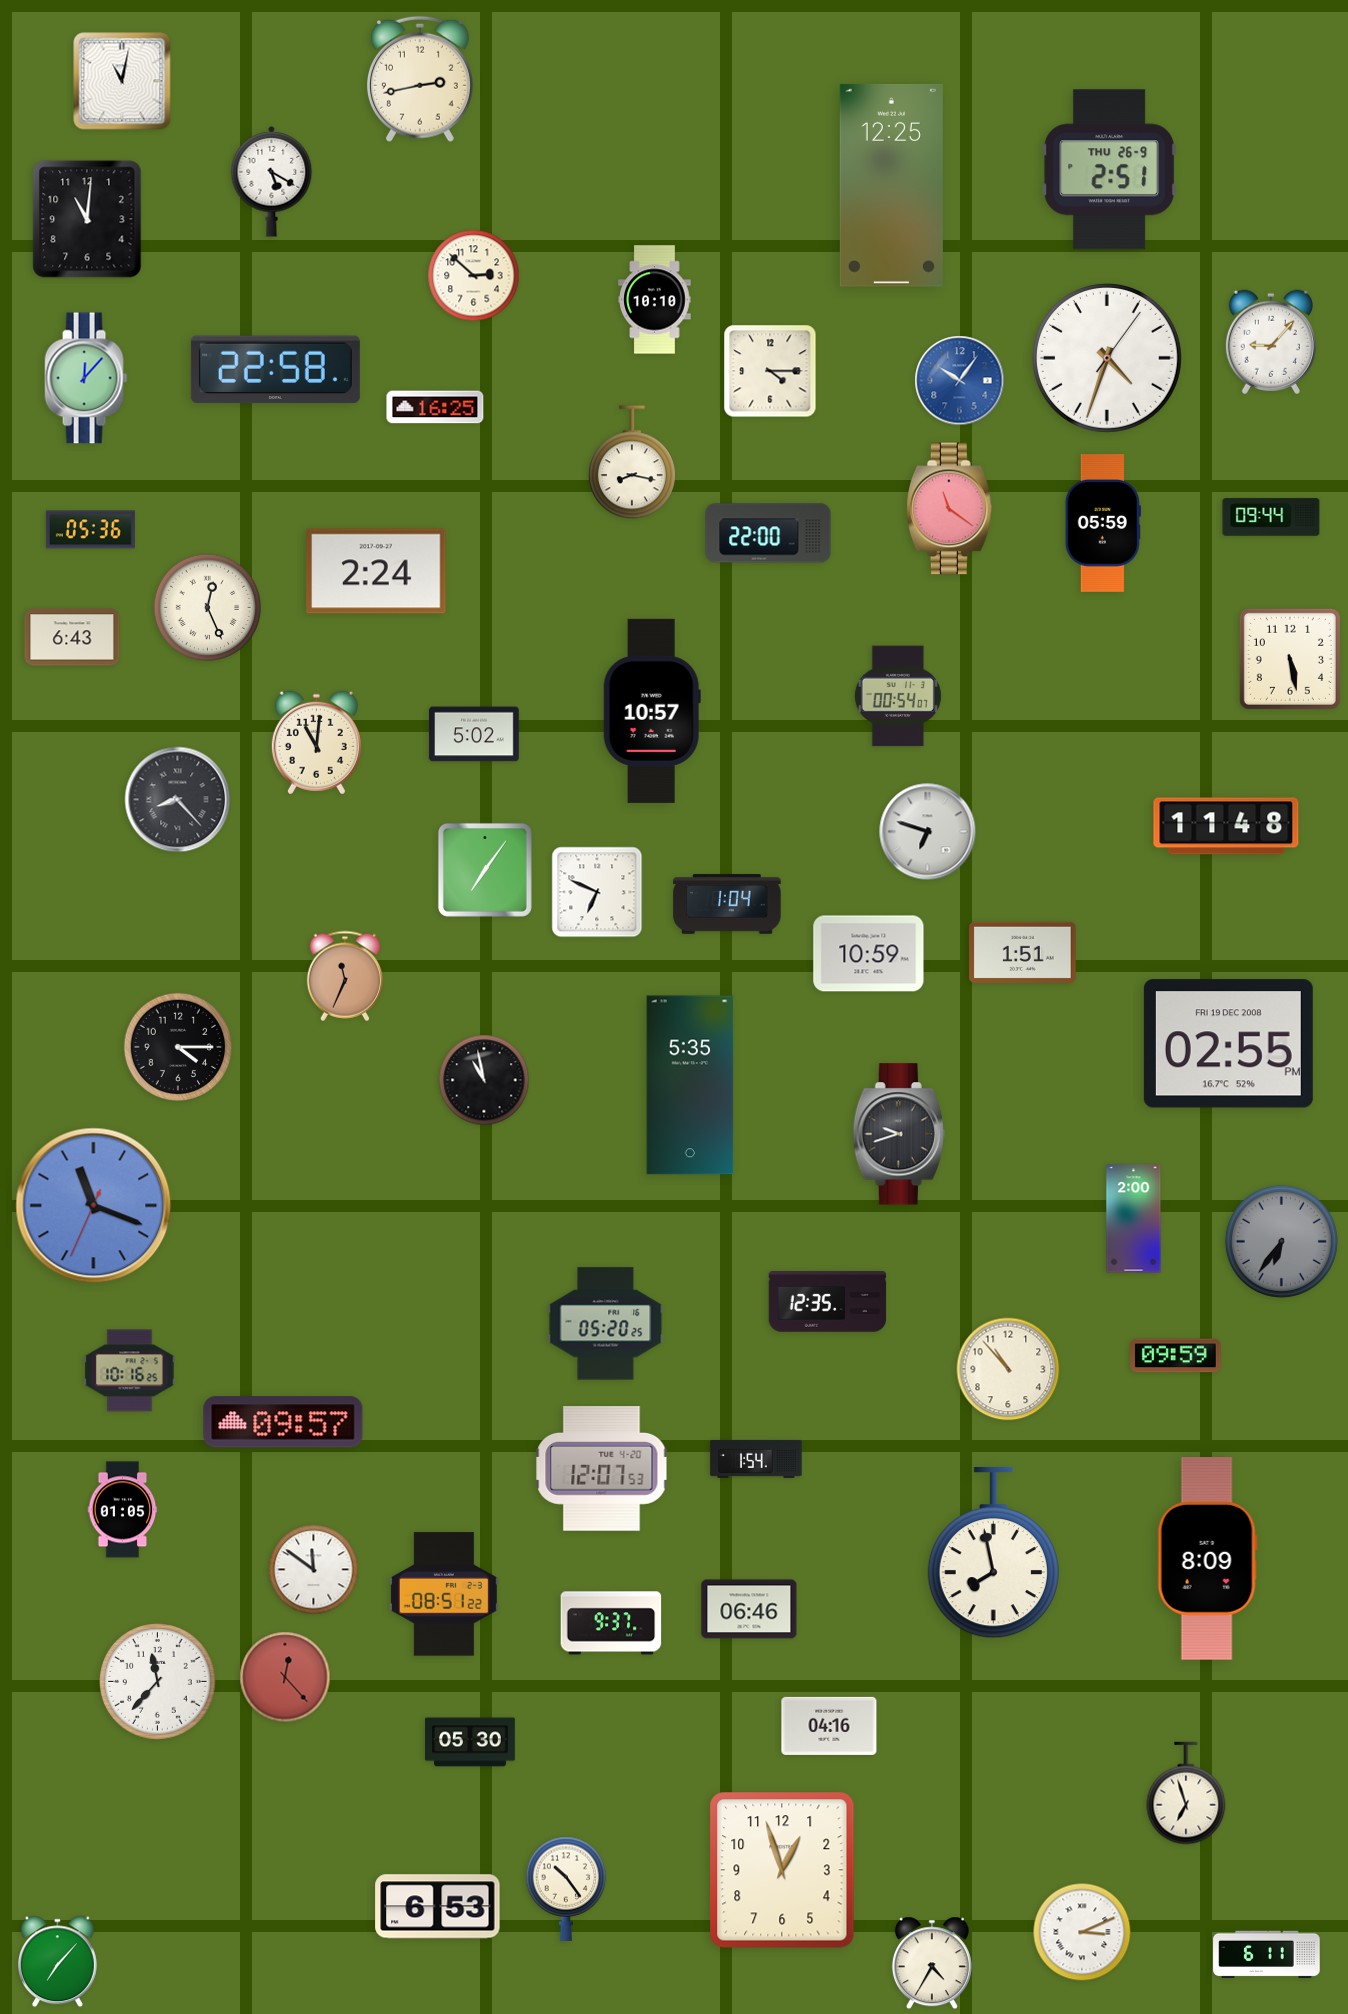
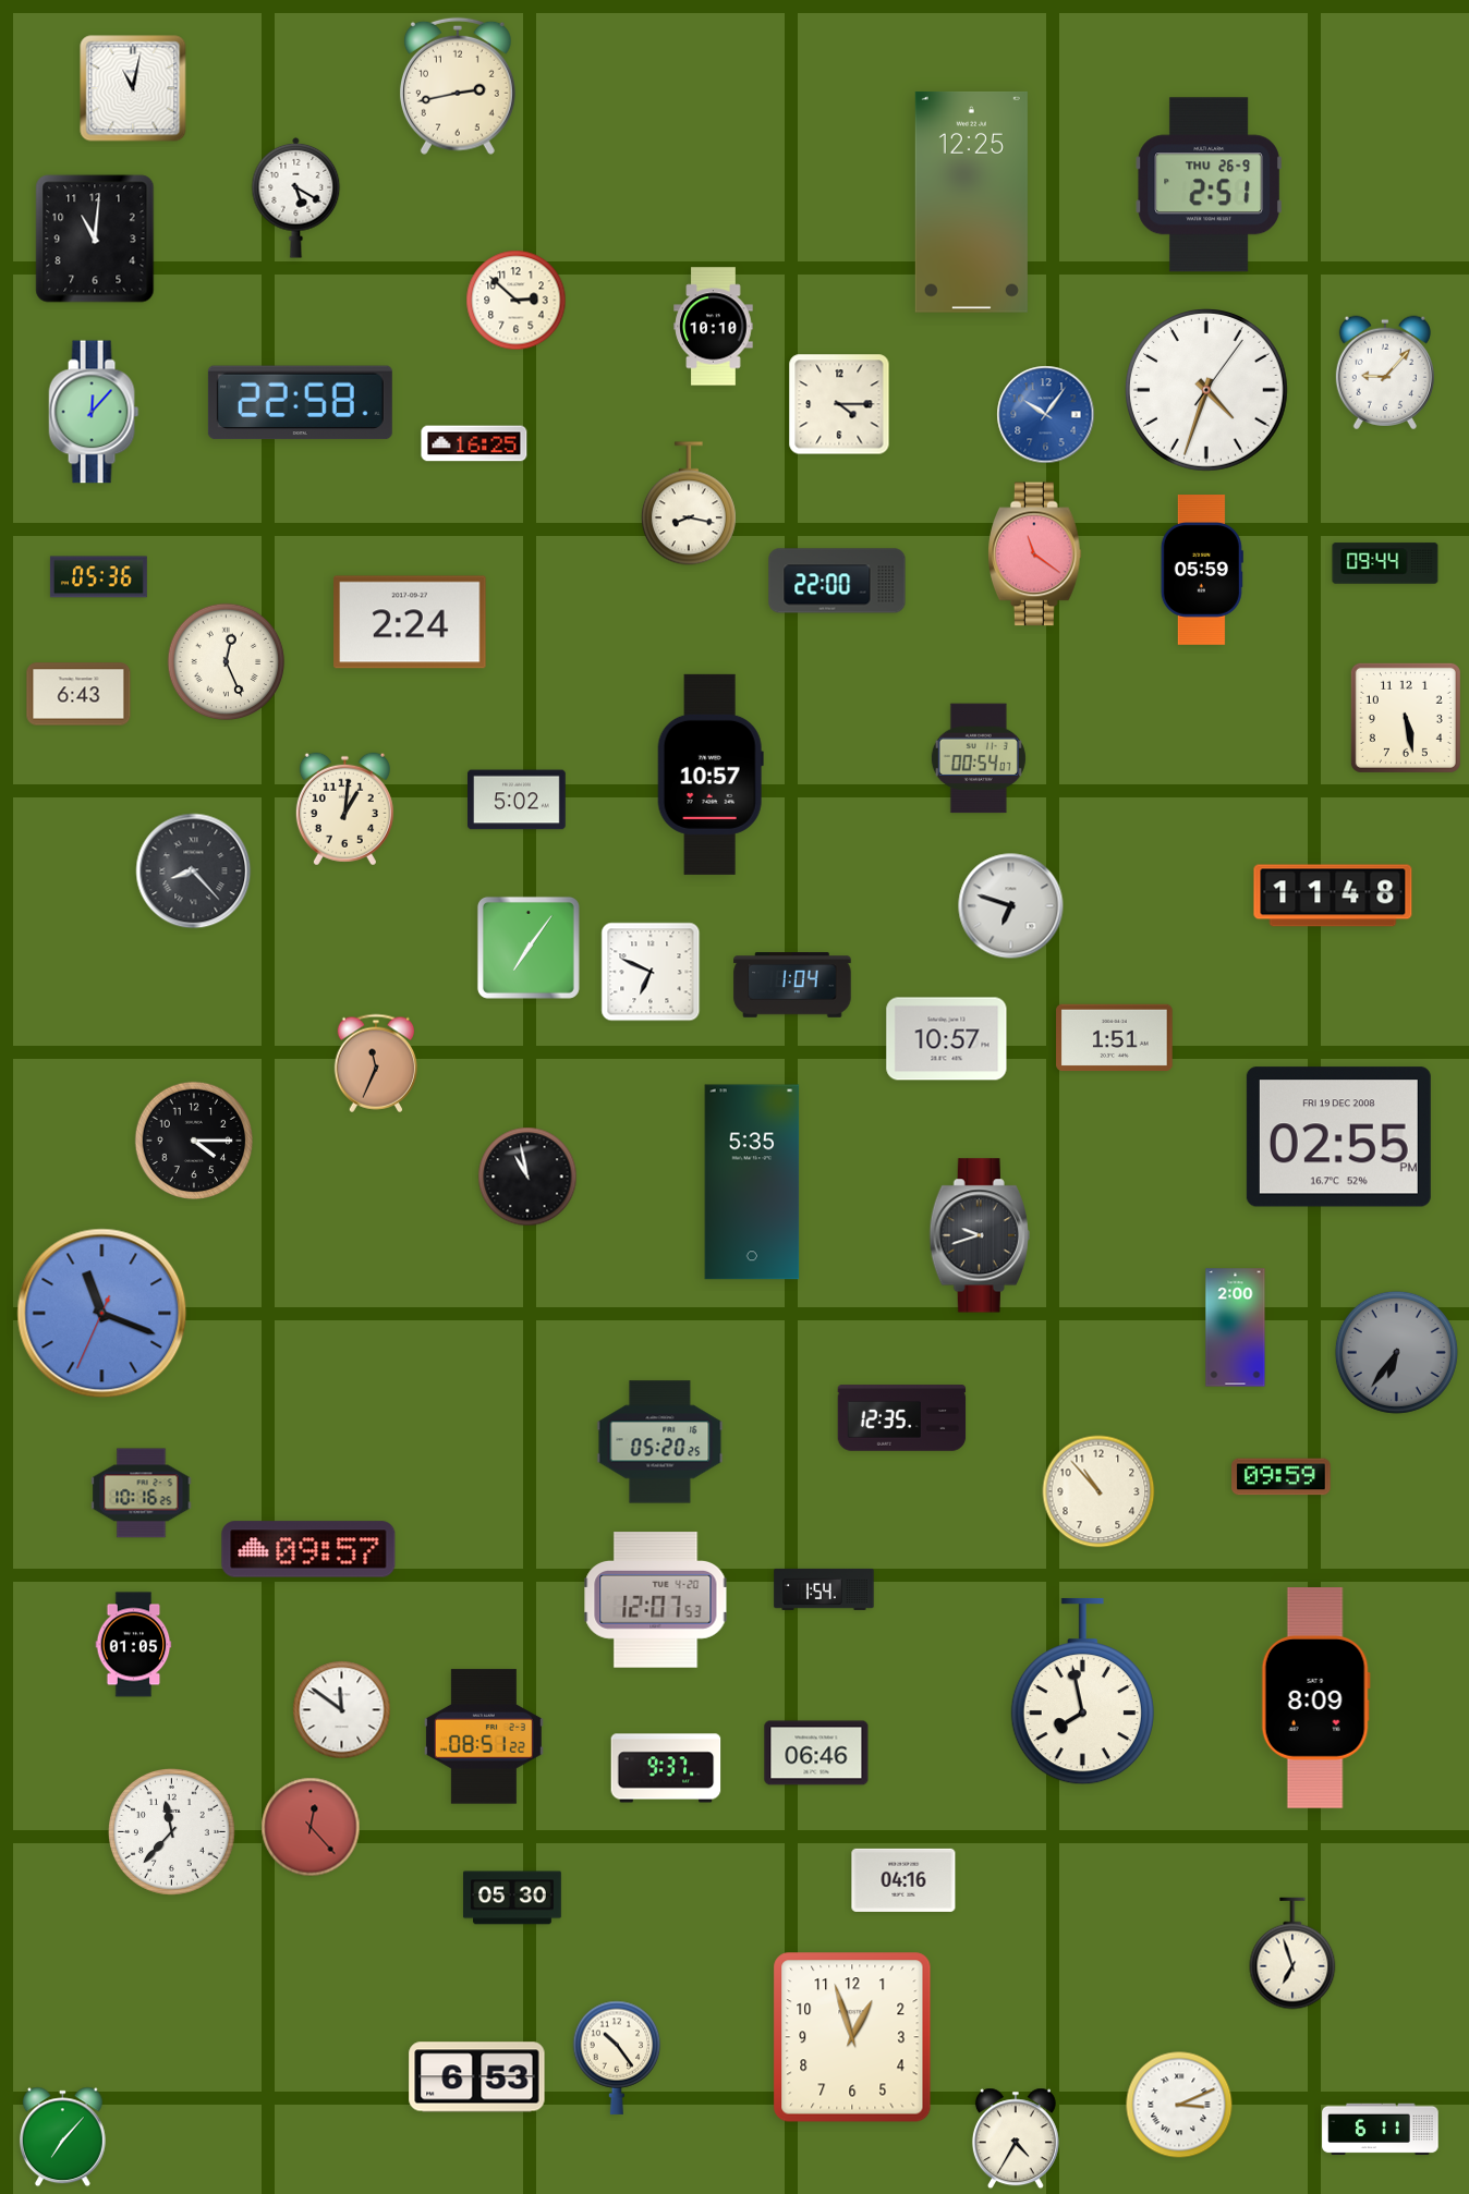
clock at (316, 743): 11:01 -> 1:01
clock at (1226, 826) position: (1226, 826) -> (1333, 895)
clock at (869, 954): 10:59 -> 10:57
